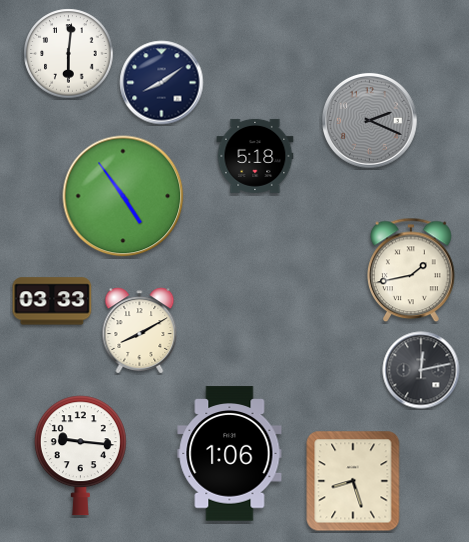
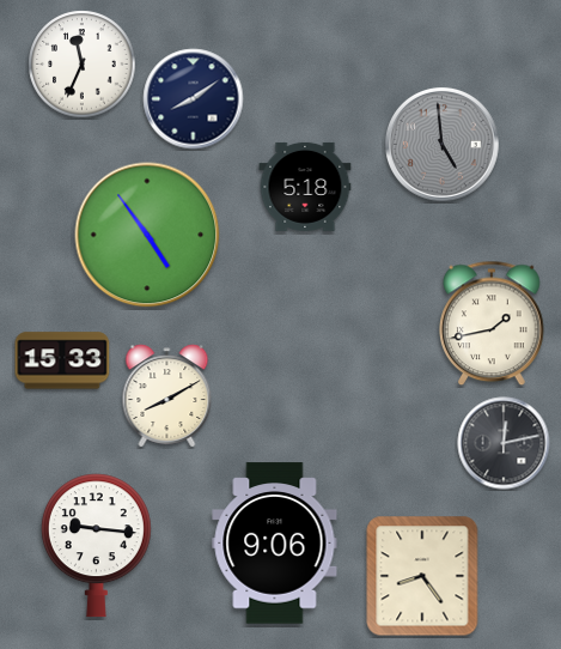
clock at (69, 54): 6:01 -> 11:34
clock at (370, 121): 2:19 -> 4:59
clock at (52, 301): 03:33 -> 15:33
clock at (230, 454): 1:06 -> 9:06
clock at (353, 481): 8:27 -> 8:24
